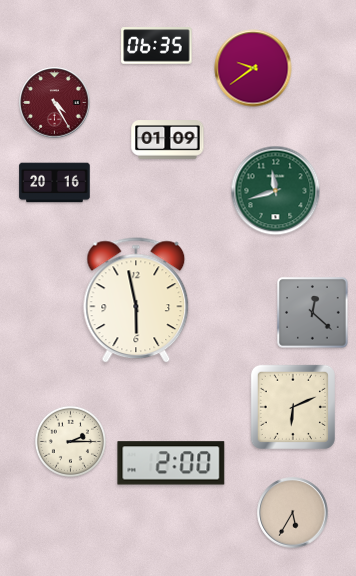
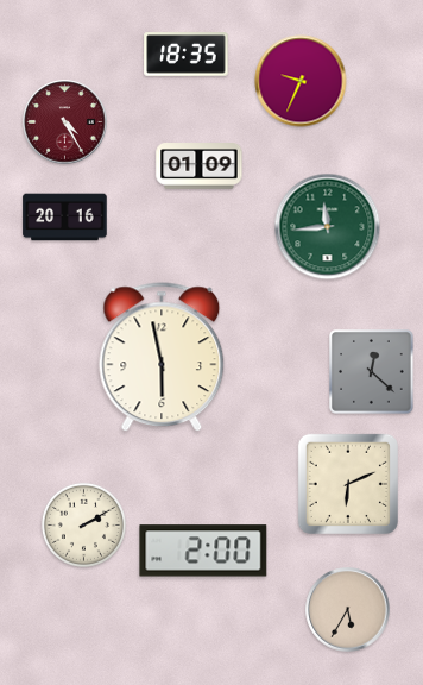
clock at (157, 46): 06:35 -> 18:35
clock at (253, 68): 9:39 -> 9:34
clock at (276, 191): 11:42 -> 11:44
clock at (70, 441): 2:15 -> 2:10
